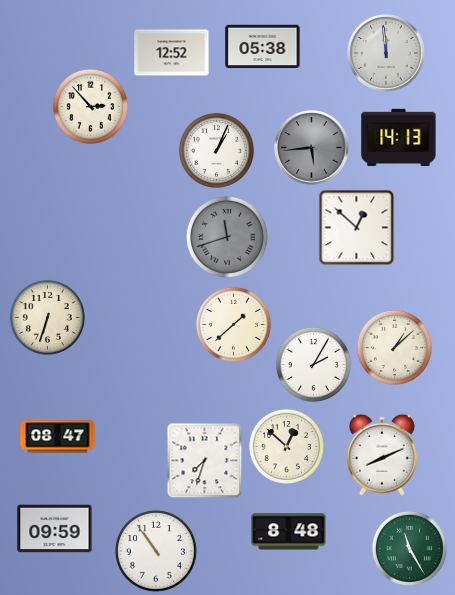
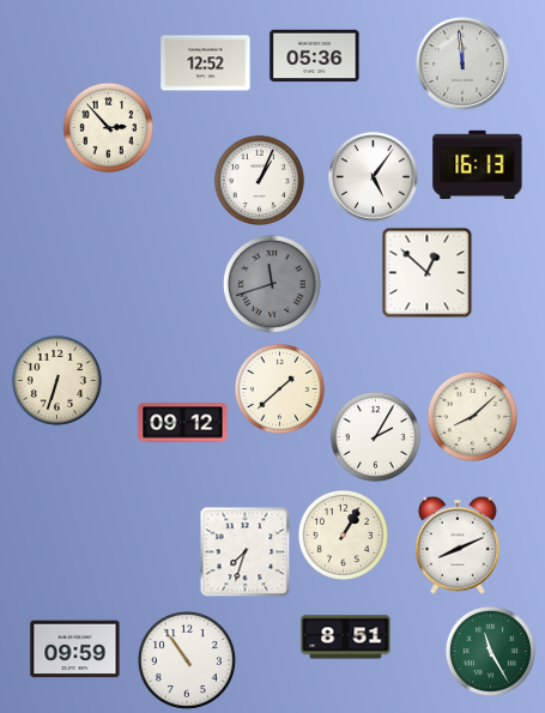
clock at (263, 47): 05:38 -> 05:36
clock at (399, 137): 14:13 -> 16:13
clock at (312, 148): 5:44 -> 5:06
clock at (312, 148) dial: grey -> white
clock at (394, 347): 1:08 -> 8:08
clock at (183, 423): none -> 09:12
clock at (58, 437): 08:47 -> none
clock at (286, 446): 12:52 -> 1:05
clock at (55, 529) position: (55, 529) -> (75, 649)
clock at (289, 532): 8:48 -> 8:51
clock at (409, 548) position: (409, 548) -> (490, 651)
